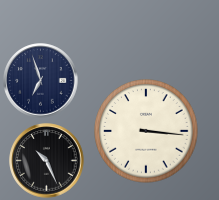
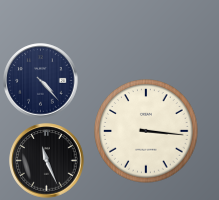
clock at (41, 81): 6:57 -> 4:23
clock at (47, 161): 10:26 -> 11:26
